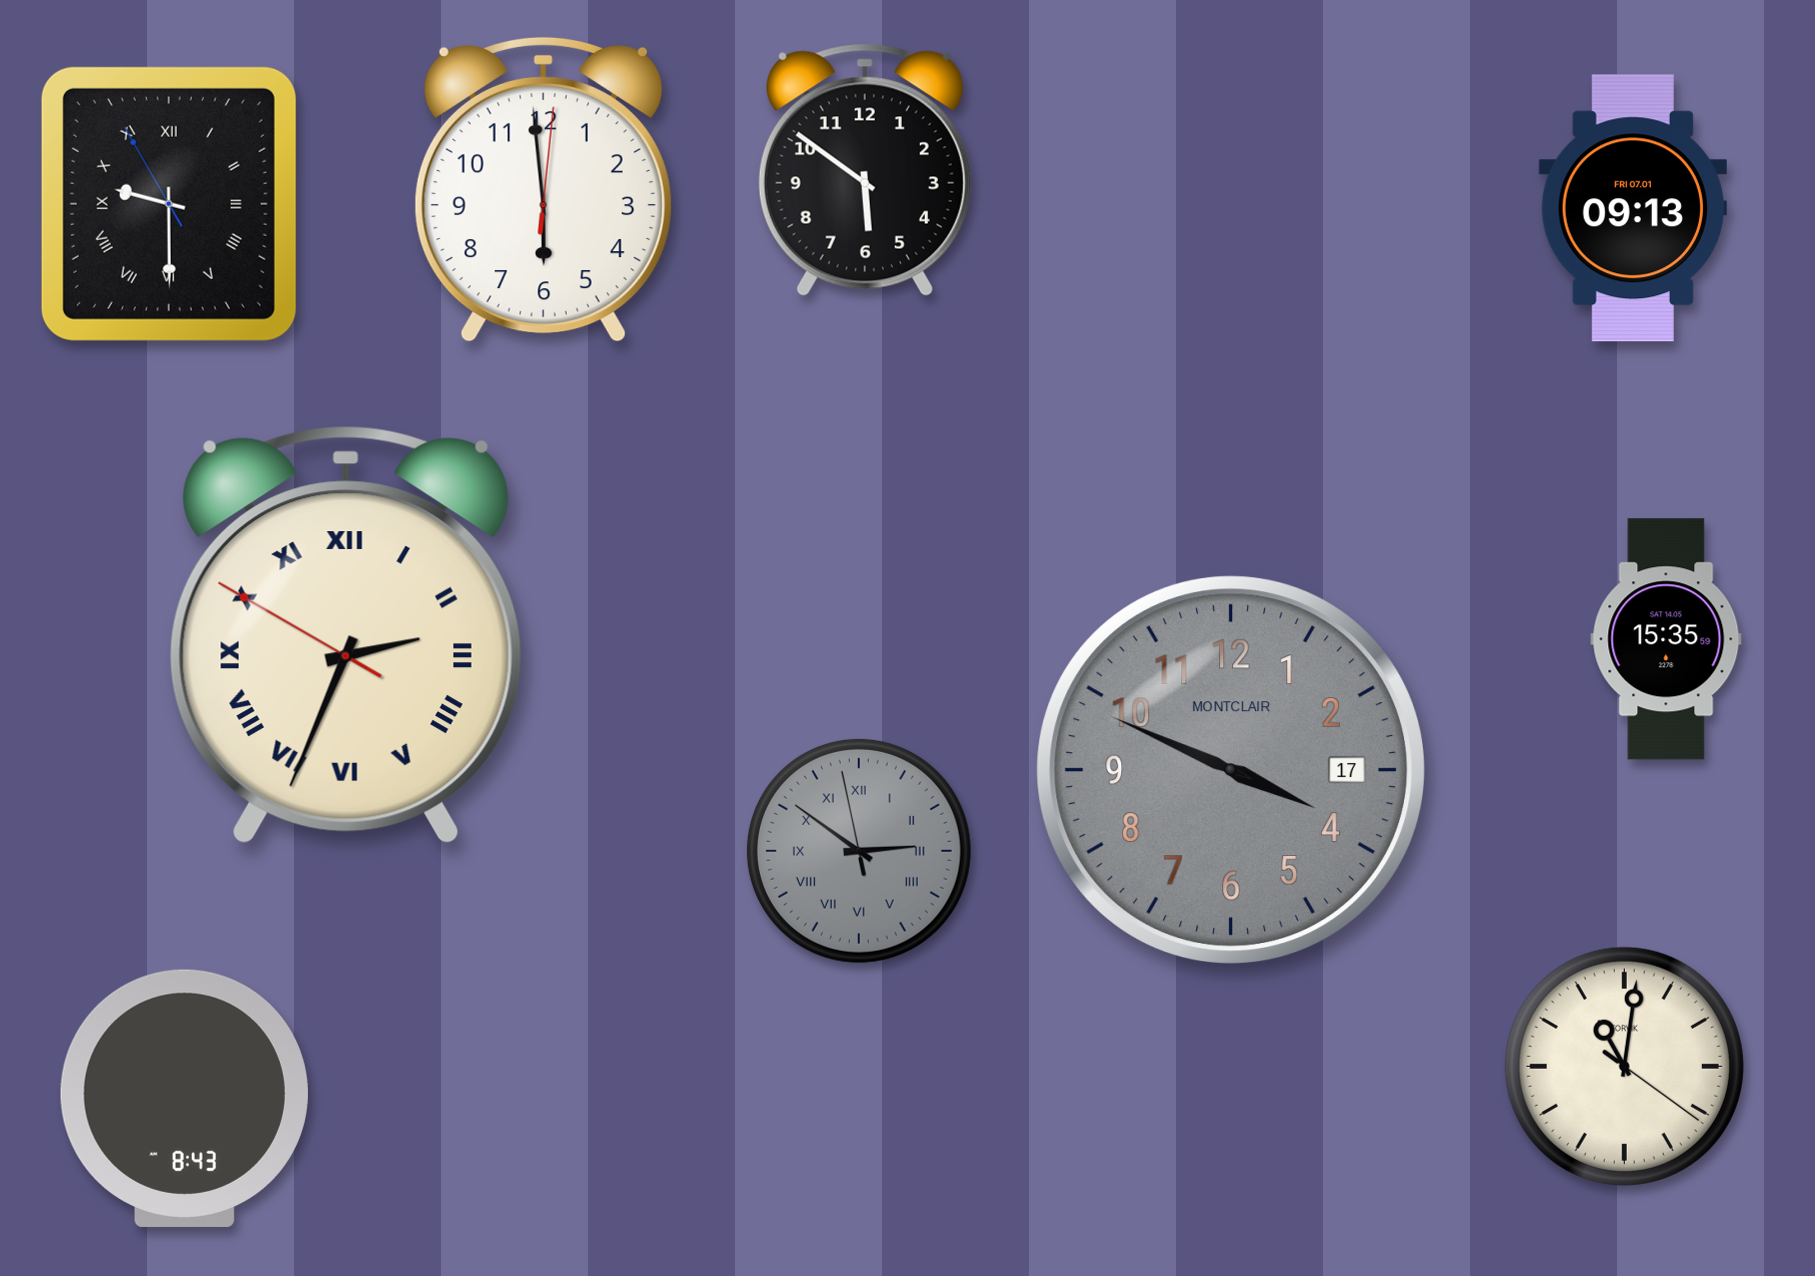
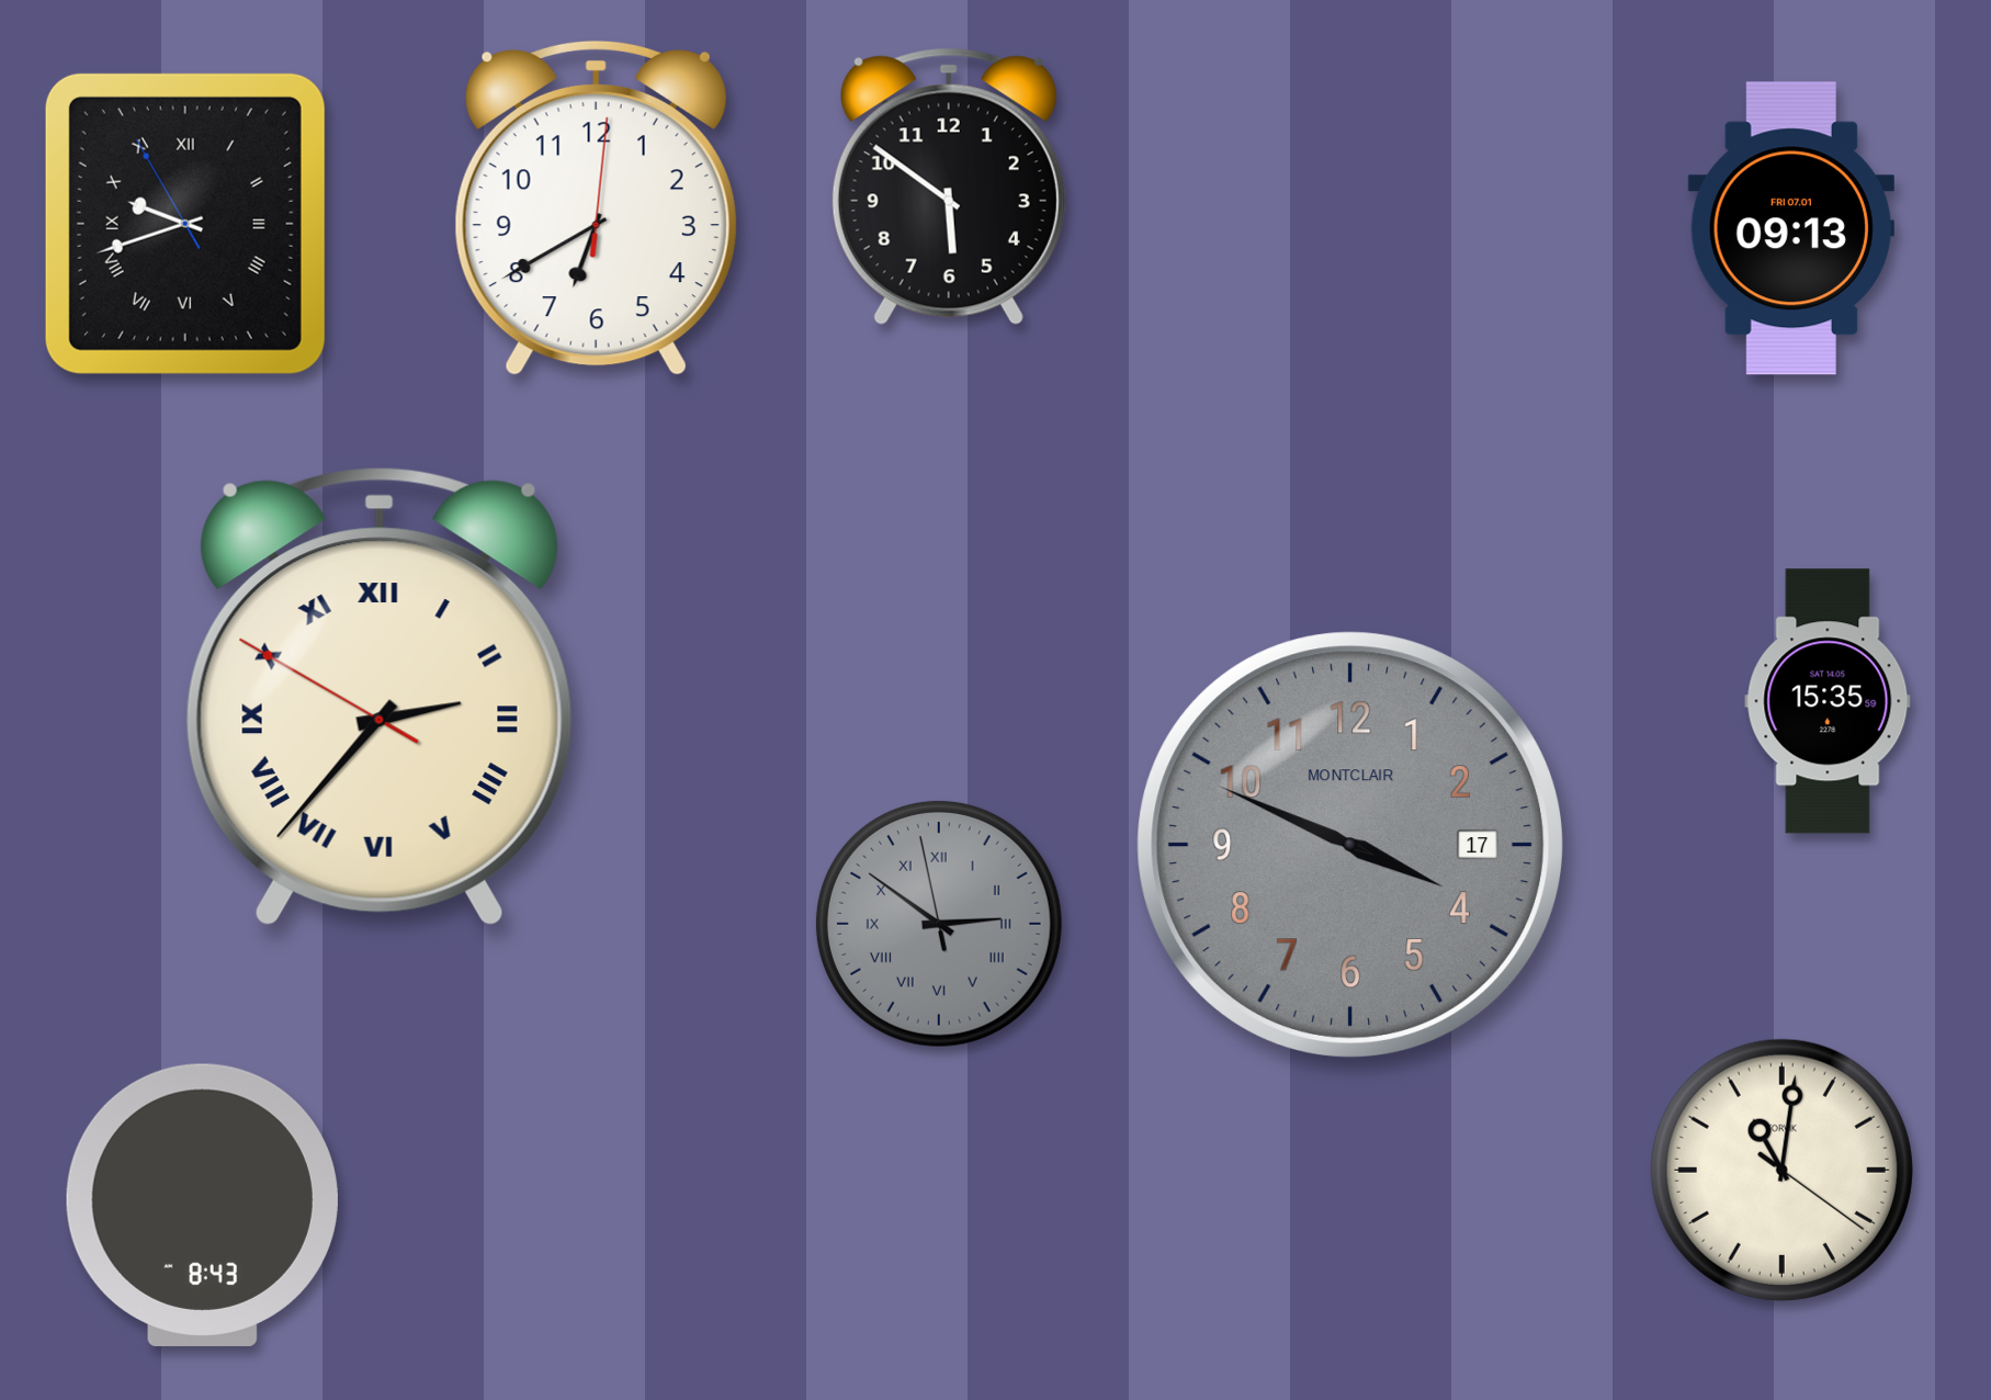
clock at (543, 189): 5:59 -> 6:40
clock at (169, 204): 9:29 -> 9:41
clock at (346, 635): 2:33 -> 2:36
clock at (859, 851) position: (859, 851) -> (939, 924)
